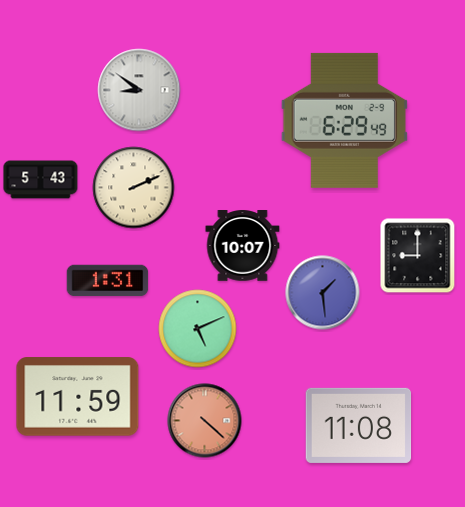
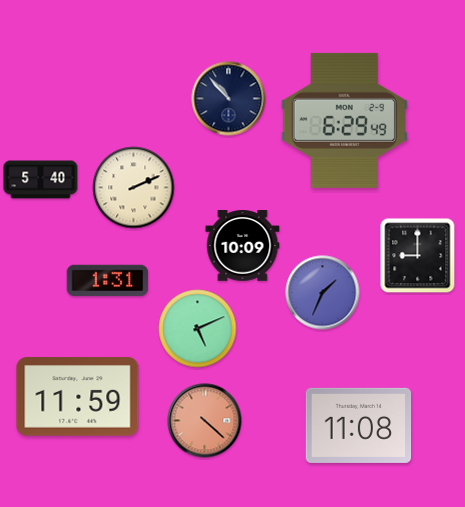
clock at (139, 90): 8:51 -> none
clock at (229, 99): none -> 10:53
clock at (41, 180): 5:43 -> 5:40
clock at (243, 246): 10:07 -> 10:09
clock at (323, 293): 1:29 -> 1:34
